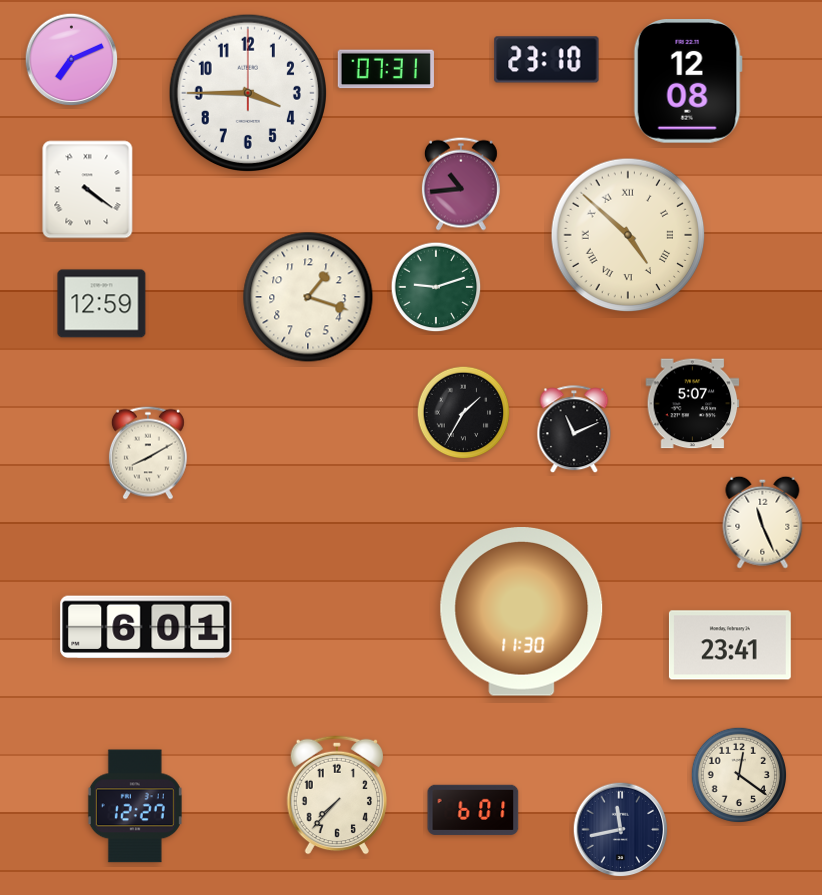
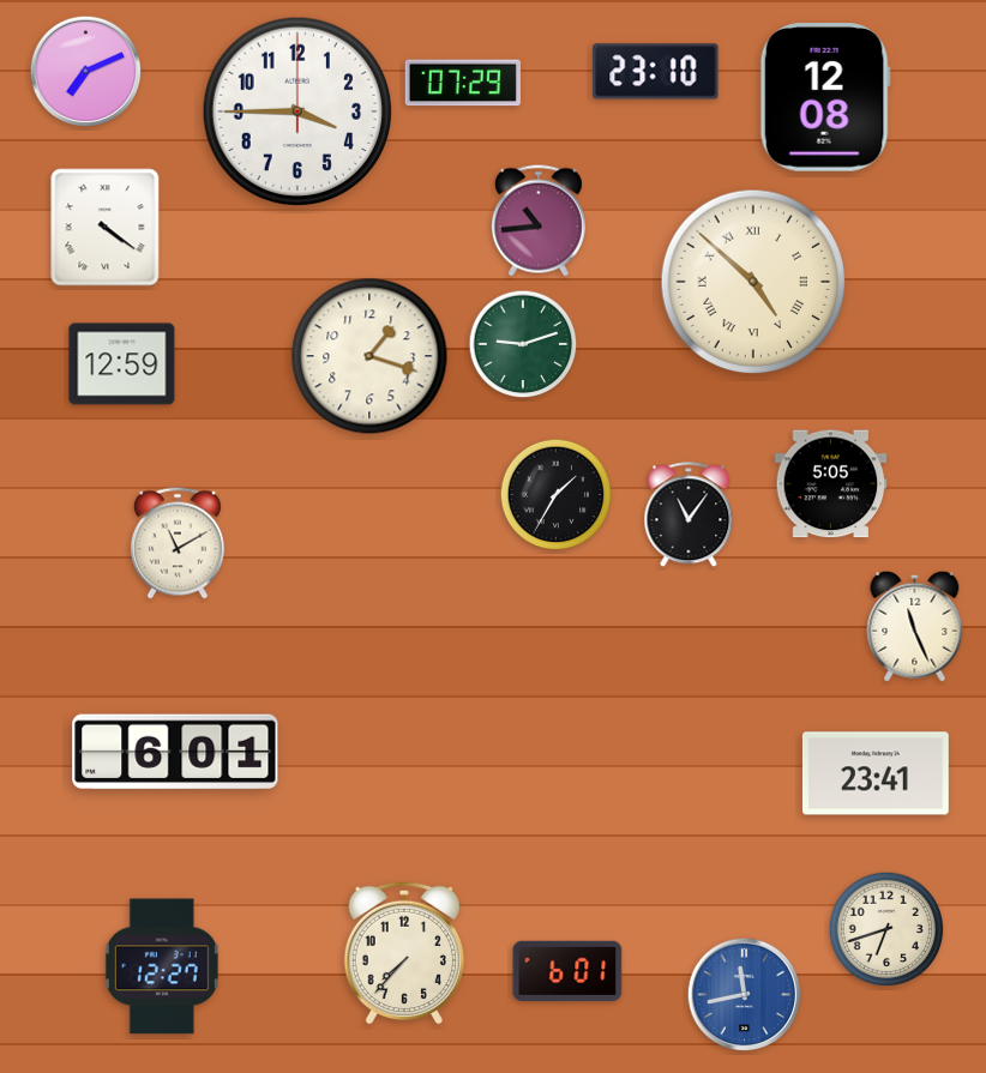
clock at (386, 69): 07:31 -> 07:29
clock at (461, 184) position: (461, 184) -> (539, 221)
clock at (693, 404): 5:07 -> 5:05
clock at (574, 430): 11:11 -> 11:06
clock at (148, 453): 8:10 -> 11:10
clock at (522, 612): 11:30 -> none
clock at (738, 774): 12:21 -> 6:42
clock at (621, 830) dial: navy -> blue
